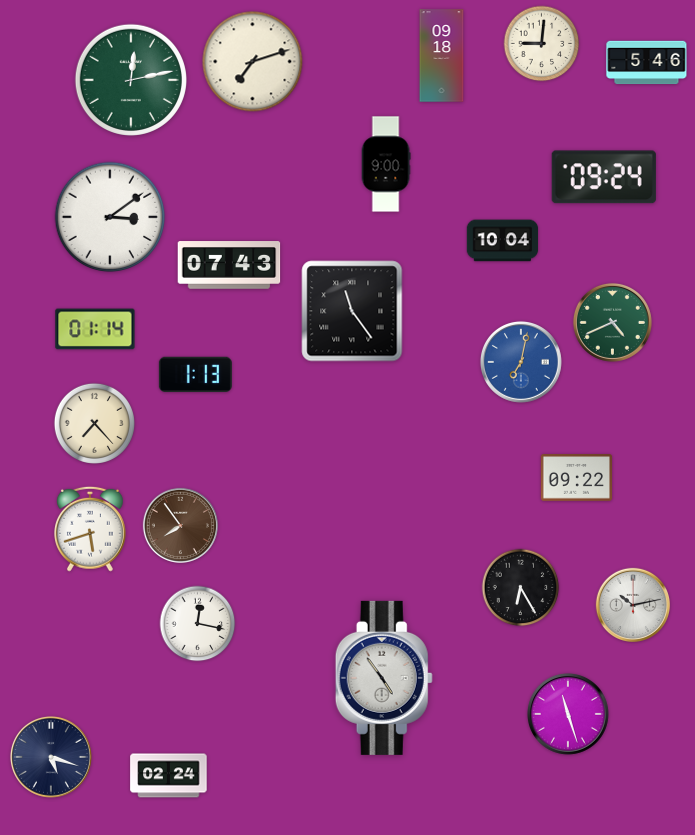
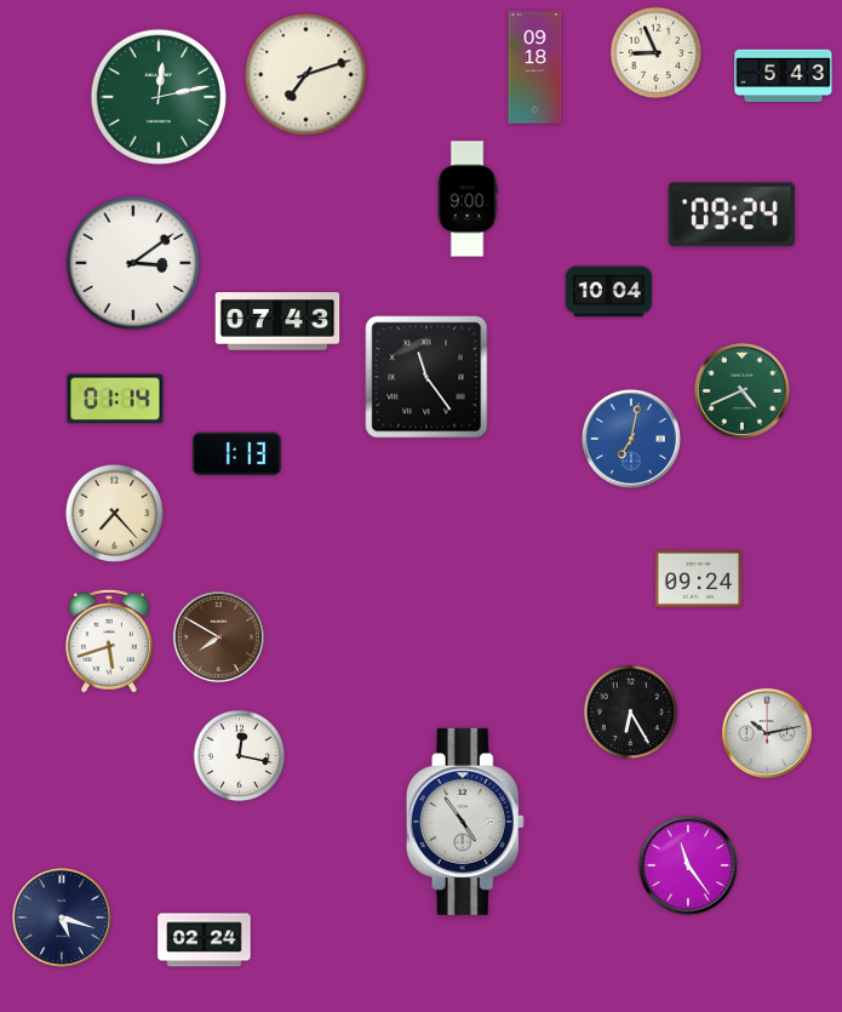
clock at (542, 44): 9:01 -> 8:56
clock at (647, 63): 5:46 -> 5:43
clock at (577, 478): 09:22 -> 09:24
clock at (180, 525): 7:54 -> 7:50
clock at (568, 714): 11:27 -> 11:24
